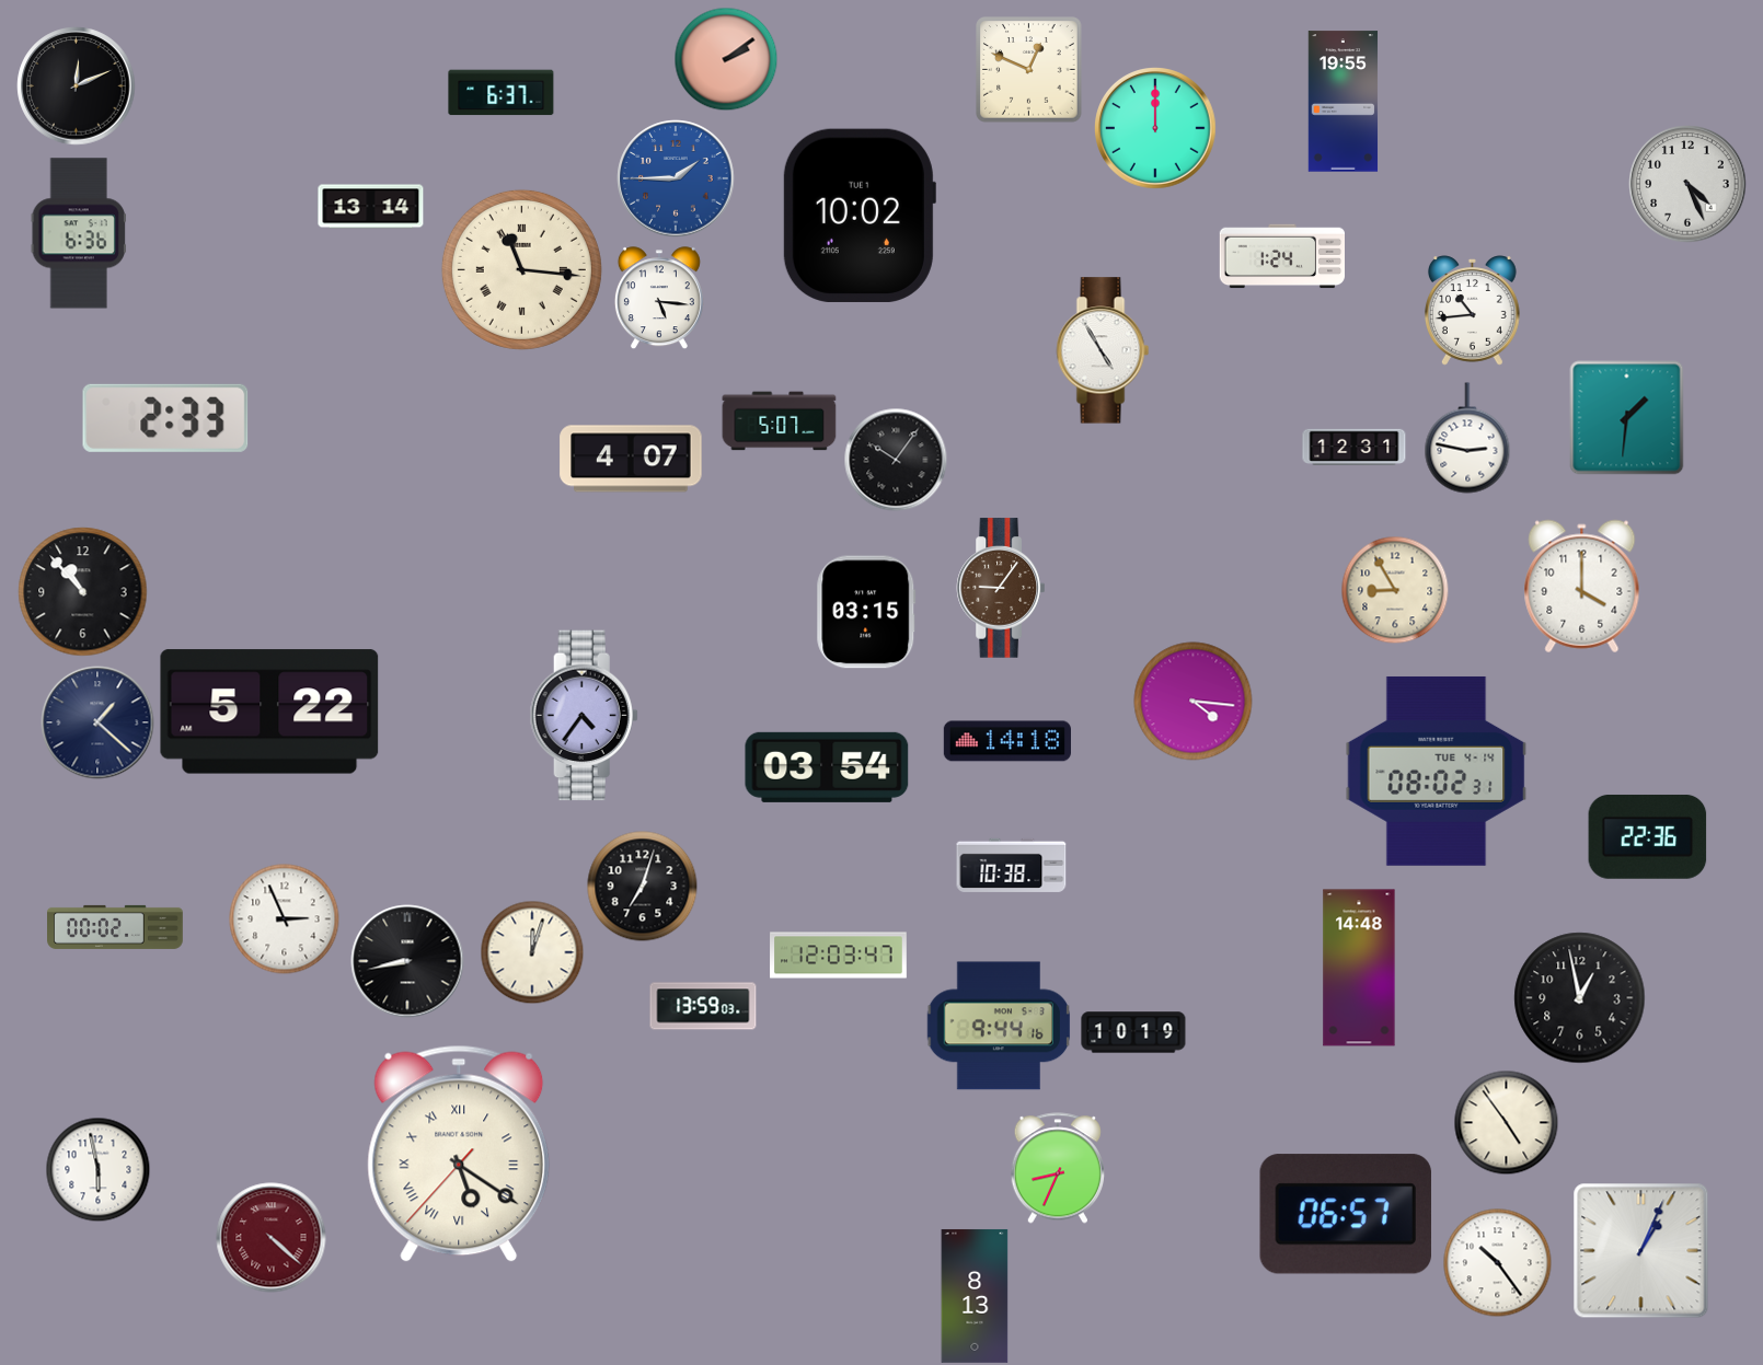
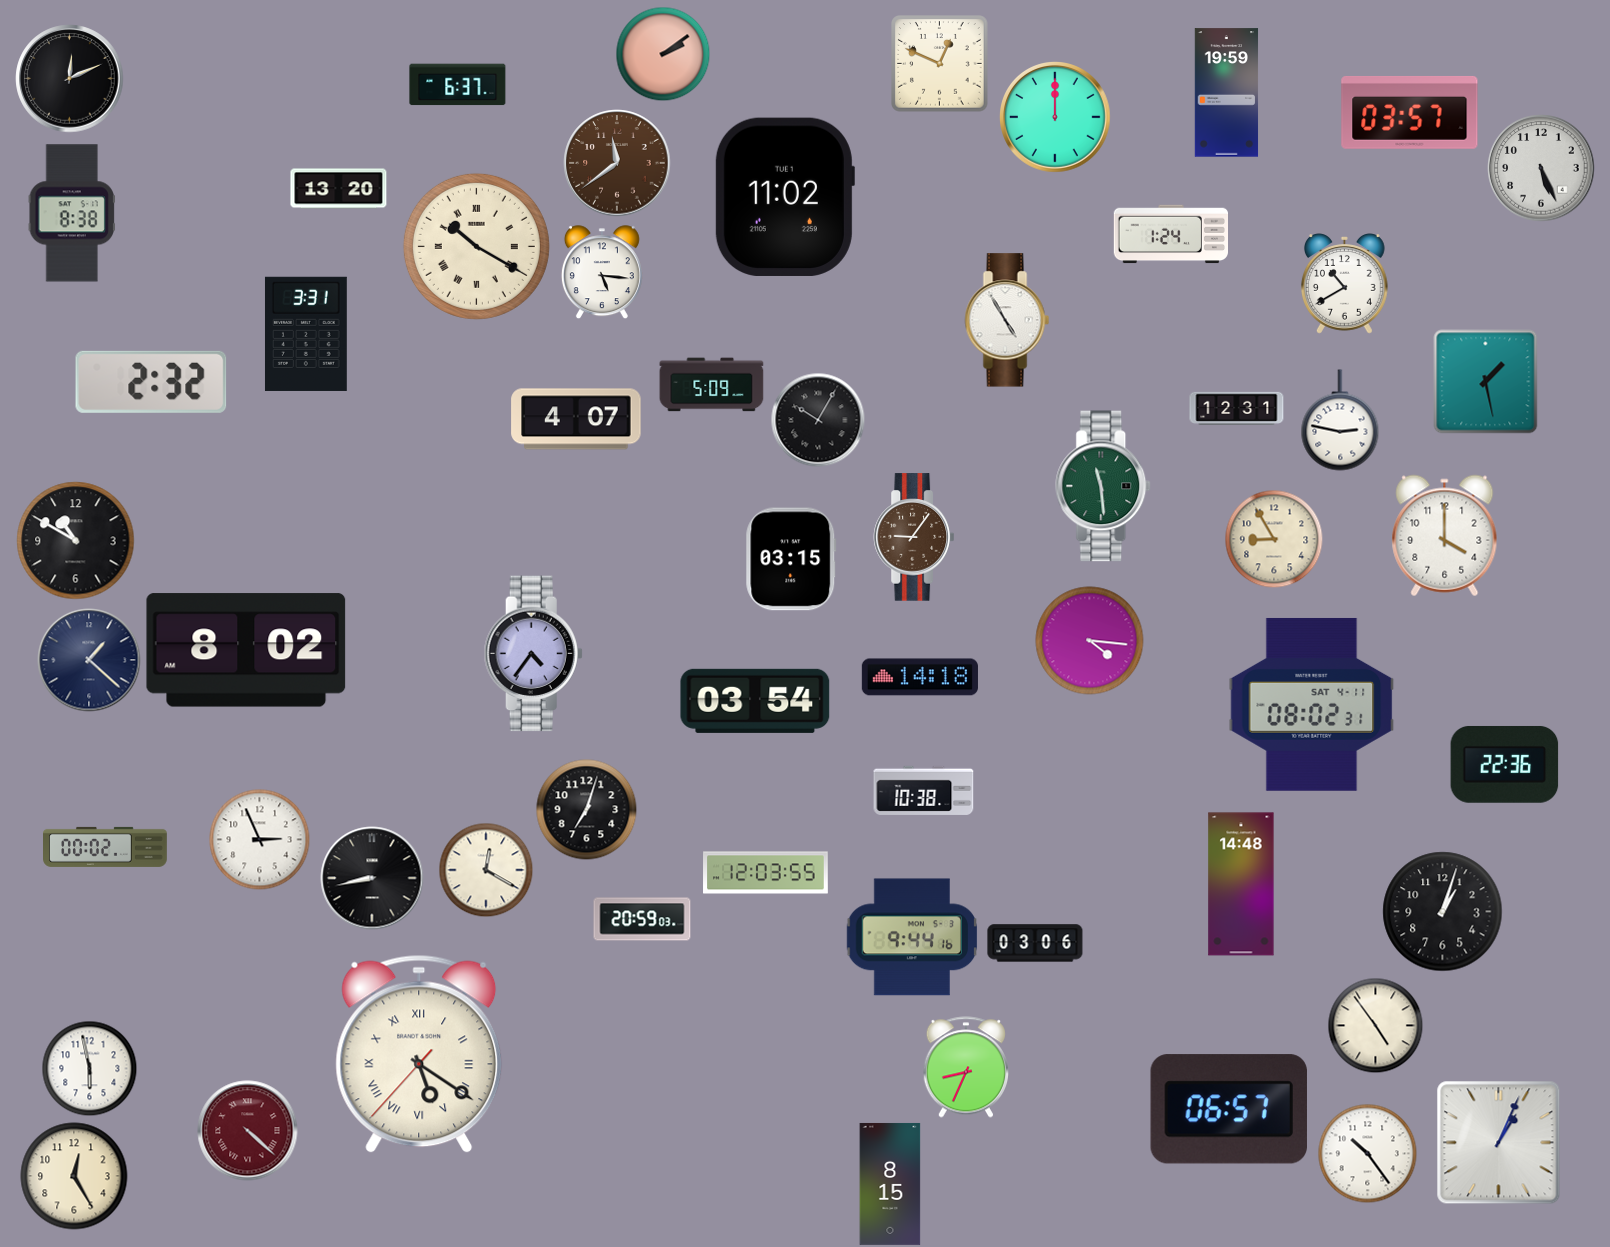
clock at (1344, 102): 19:55 -> 19:59
clock at (1410, 112): none -> 03:57
clock at (676, 178): 1:45 -> 11:39
clock at (676, 178) dial: blue -> brown
clock at (1687, 184): 4:26 -> 5:26
clock at (371, 207): 13:14 -> 13:20
clock at (859, 216): 10:02 -> 11:02
clock at (78, 233): 6:36 -> 8:38
clock at (521, 269): 11:16 -> 10:20
clock at (1472, 311): 10:44 -> 10:40
clock at (306, 334): none -> 3:31
clock at (165, 418): 2:33 -> 2:32
clock at (1627, 418): 1:31 -> 1:28
clock at (780, 421): 5:07 -> 5:09
clock at (1467, 438) position: (1467, 438) -> (1340, 420)
clock at (896, 460): 10:06 -> 10:05
clock at (1104, 486): none -> 11:29
clock at (83, 592): 10:53 -> 10:50
clock at (269, 712): 5:22 -> 8:02
clock at (1437, 771) date: TUE 4-14 -> SAT 4-11
clock at (532, 952): 12:03 -> 12:20
clock at (839, 956): 12:03:47 -> 12:03:55
clock at (1580, 998): 12:58 -> 1:03
clock at (703, 1006): 13:59 -> 20:59
clock at (1133, 1032): 10:19 -> 03:06
clock at (74, 1176): none -> 12:25
clock at (975, 1296): 8:13 -> 8:15
